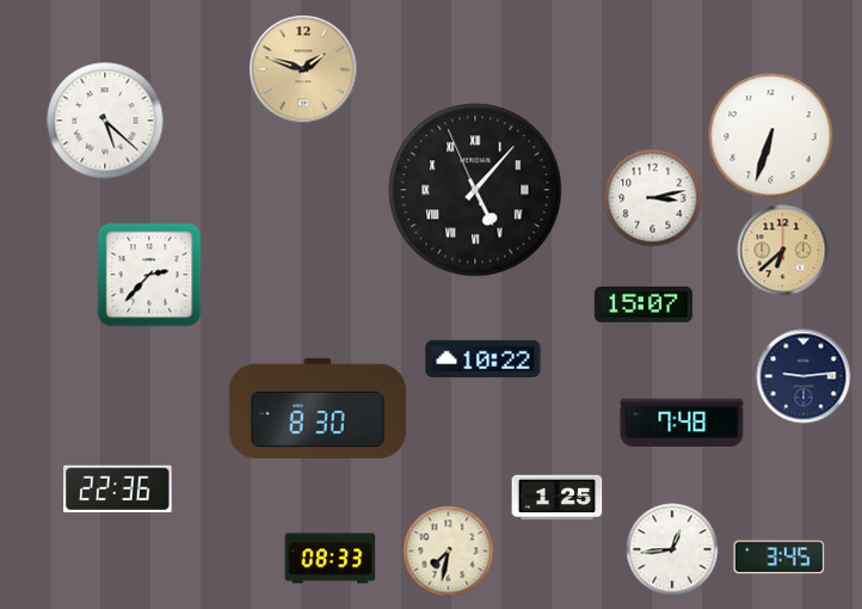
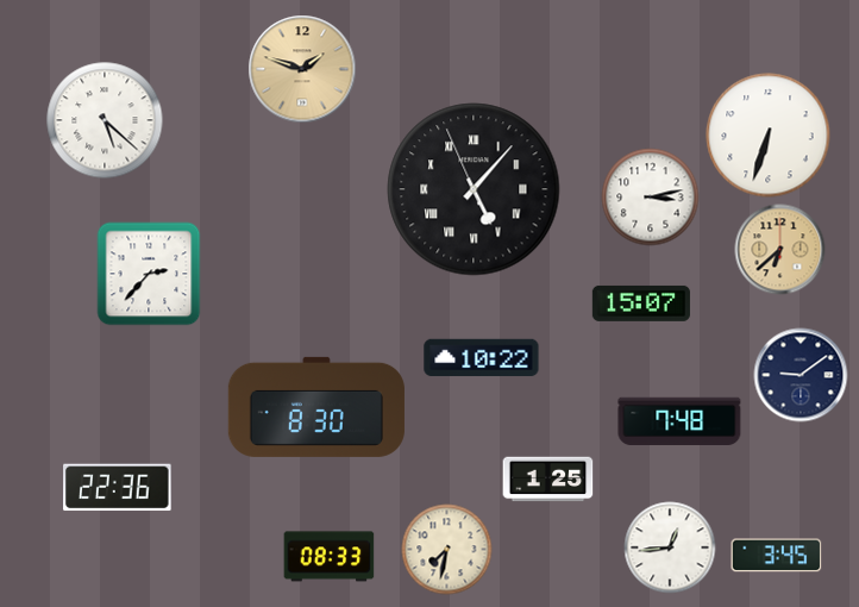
clock at (803, 376): 9:14 -> 9:09
clock at (558, 498) position: (558, 498) -> (548, 480)
